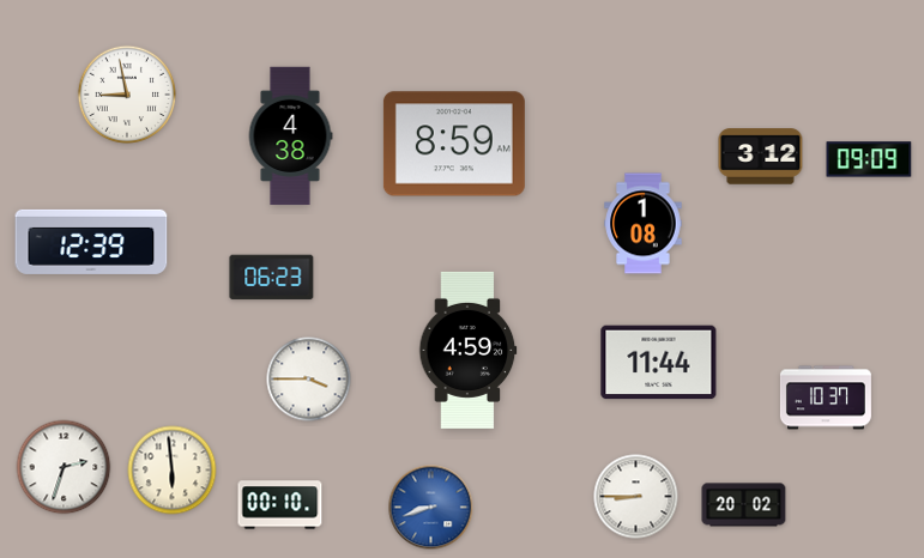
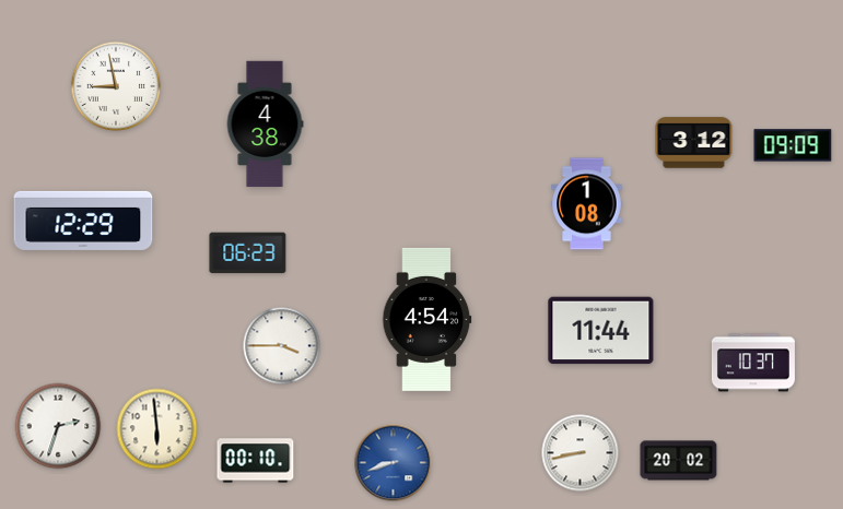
clock at (454, 144): 8:59 -> none
clock at (91, 242): 12:39 -> 12:29
clock at (469, 350): 4:59 -> 4:54
clock at (636, 497): 8:45 -> 8:43
